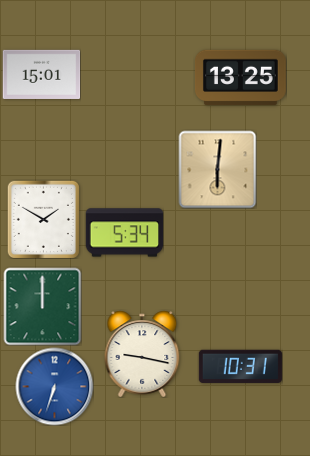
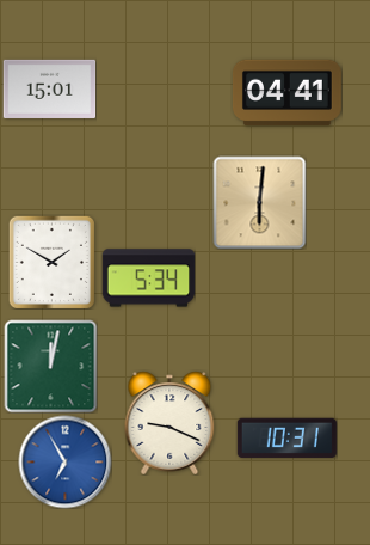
clock at (241, 78): 13:25 -> 04:41
clock at (42, 306): 12:00 -> 12:02
clock at (142, 354): 9:17 -> 9:19
clock at (54, 386): 6:33 -> 6:55
